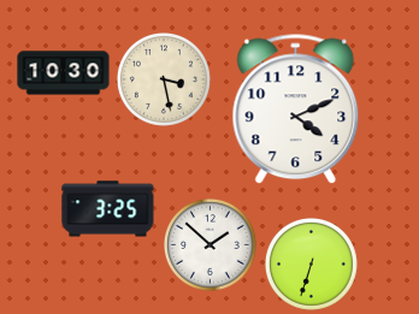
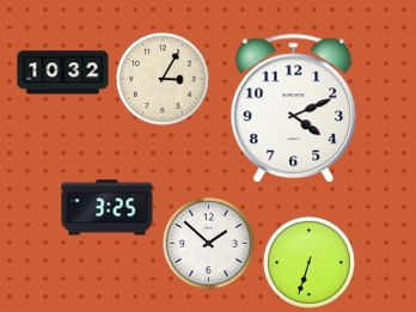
clock at (64, 73): 10:30 -> 10:32
clock at (164, 79): 3:28 -> 3:05
